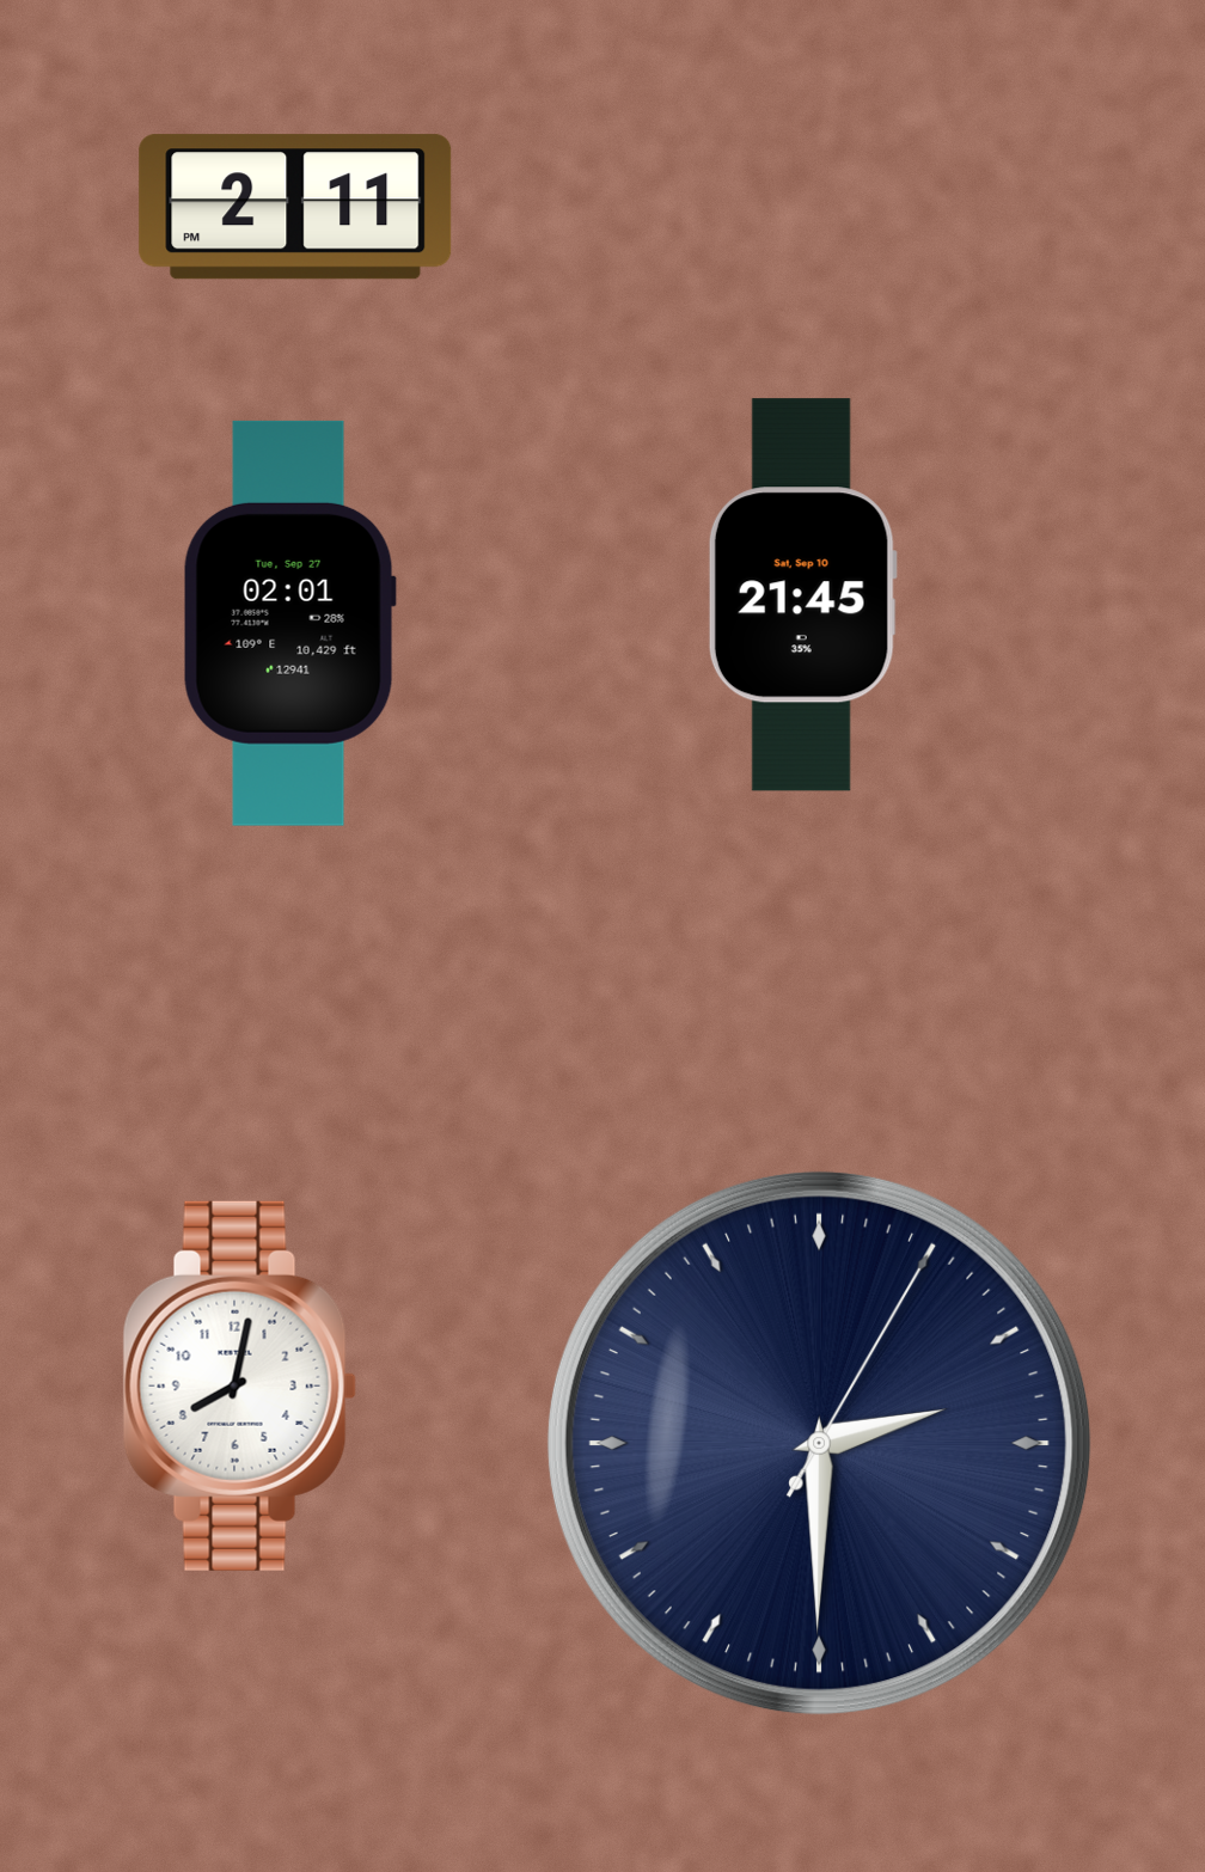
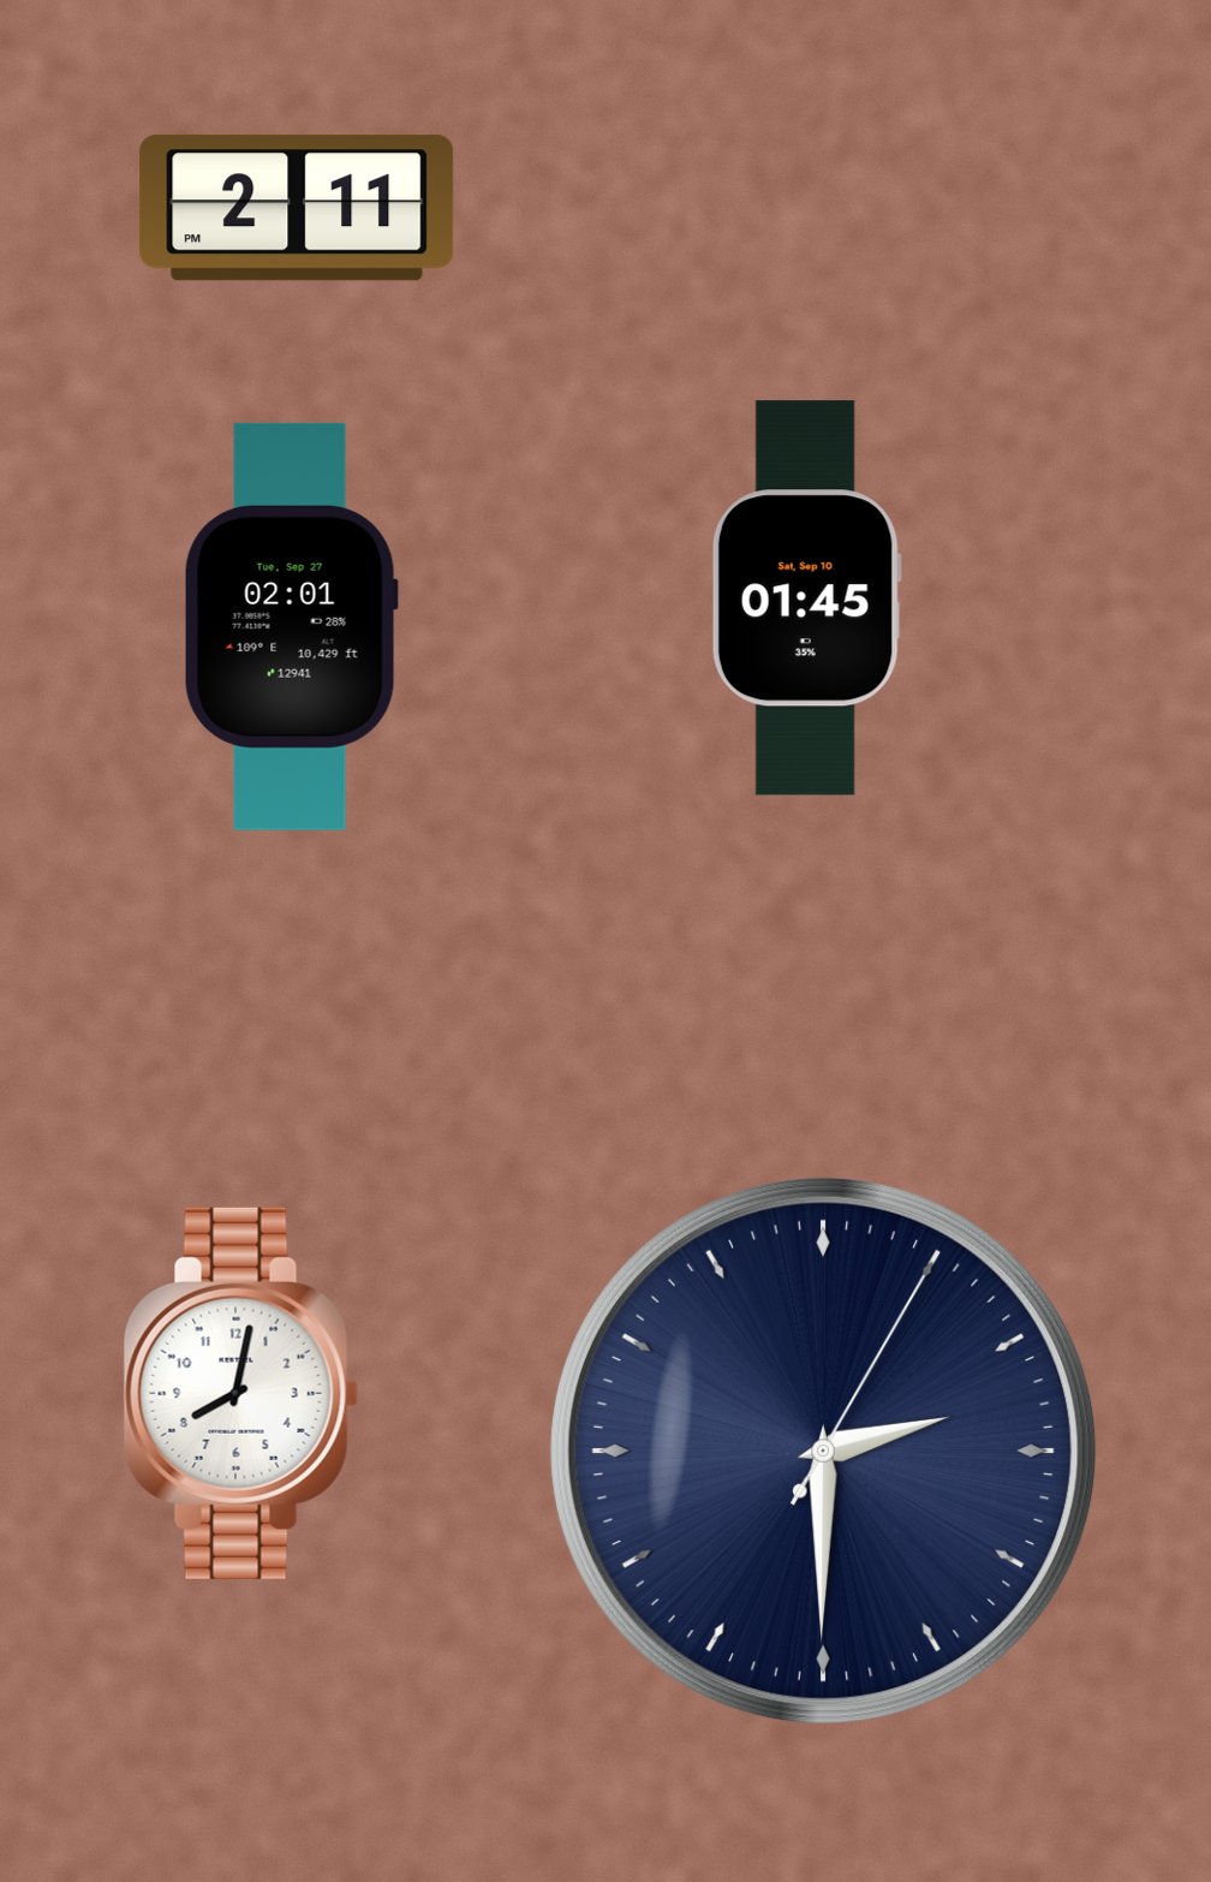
clock at (802, 595): 21:45 -> 01:45
